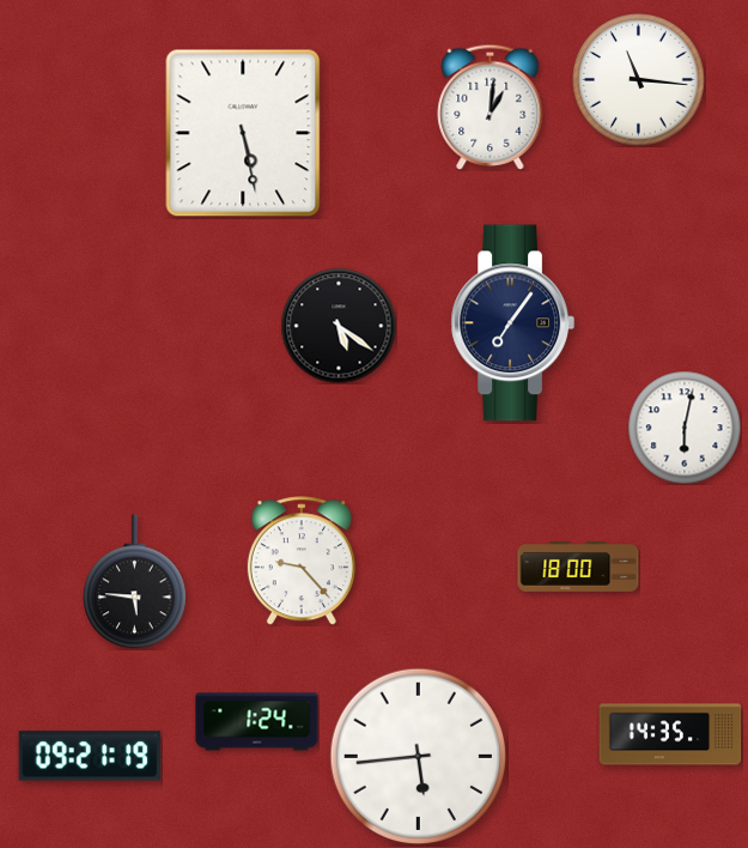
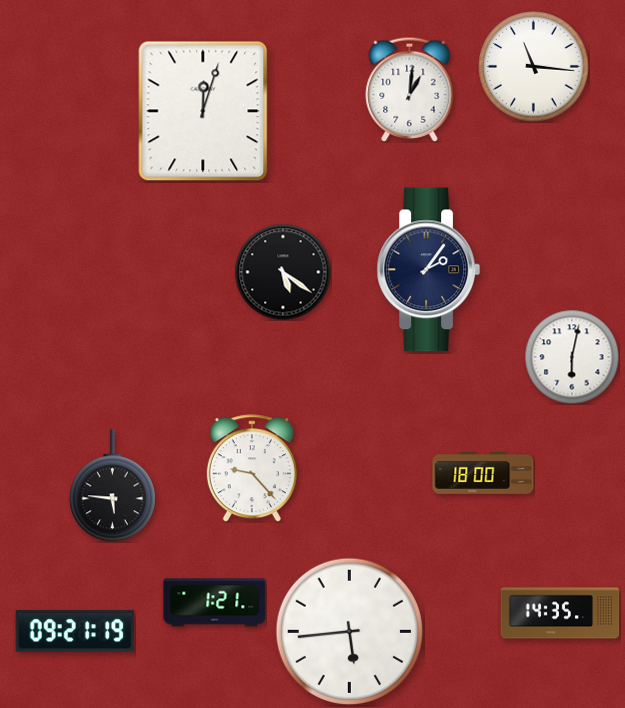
clock at (243, 133): 5:28 -> 12:03
clock at (512, 323): 7:06 -> 2:06
clock at (257, 722): 1:24 -> 1:21
